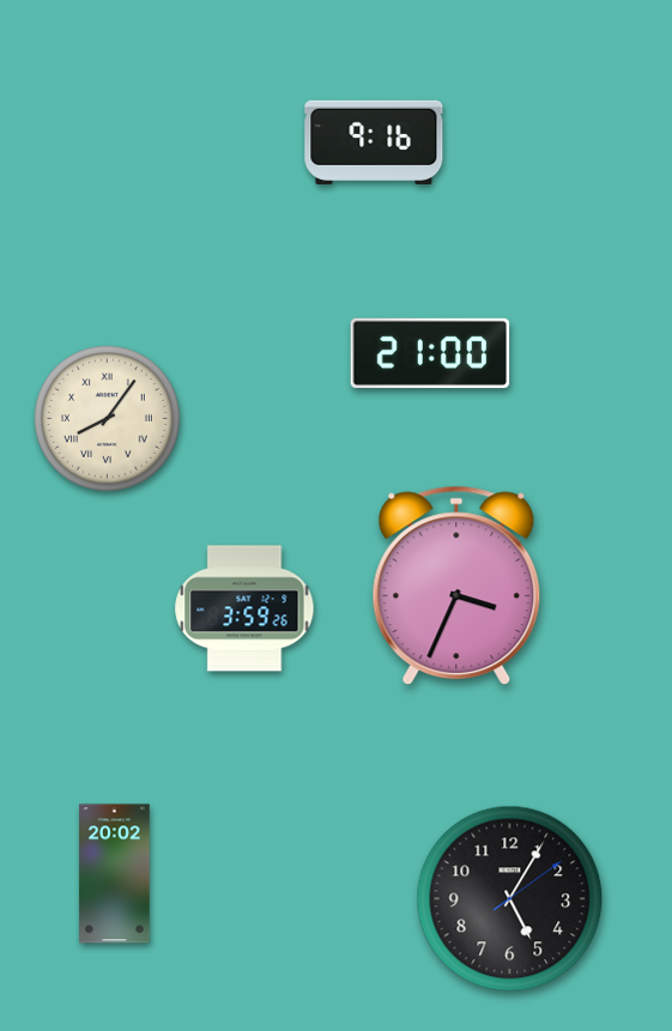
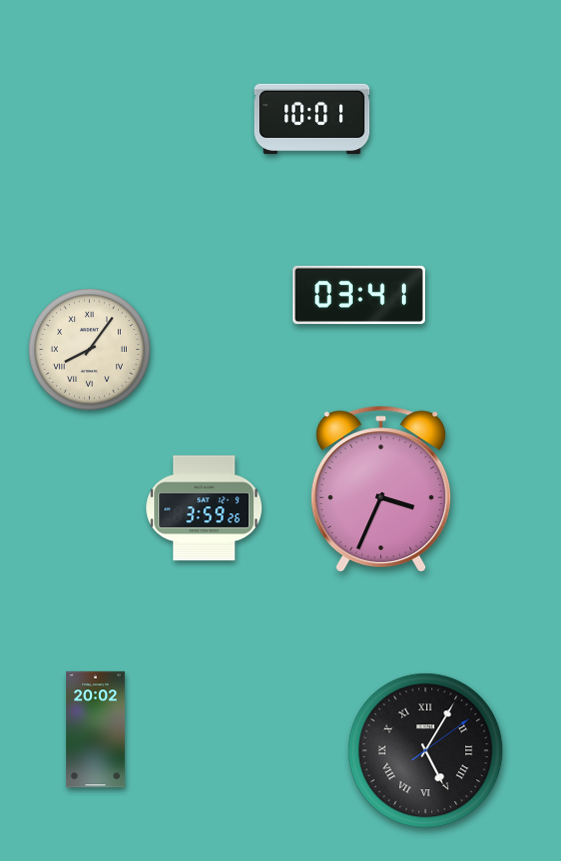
clock at (374, 142): 9:16 -> 10:01
clock at (430, 353): 21:00 -> 03:41
clock at (510, 899) numerals: Arabic -> Roman
